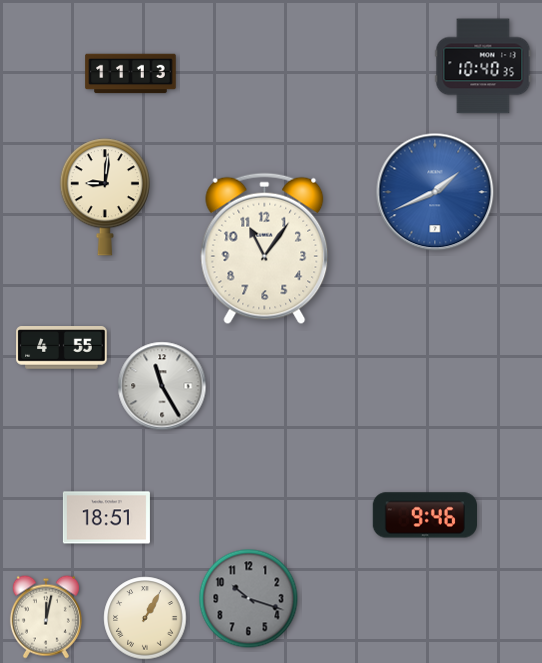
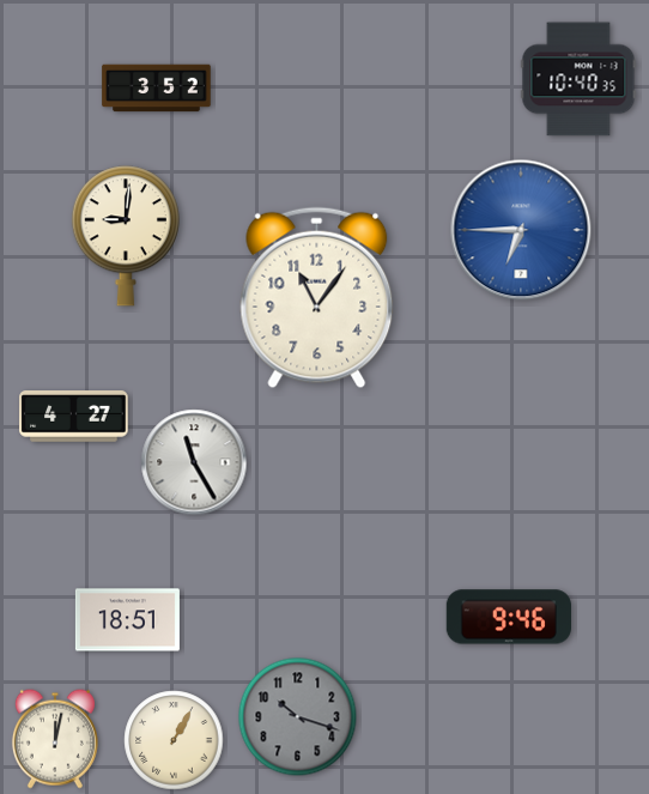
clock at (131, 74): 11:13 -> 3:52
clock at (435, 192): 1:41 -> 6:45
clock at (62, 348): 4:55 -> 4:27
